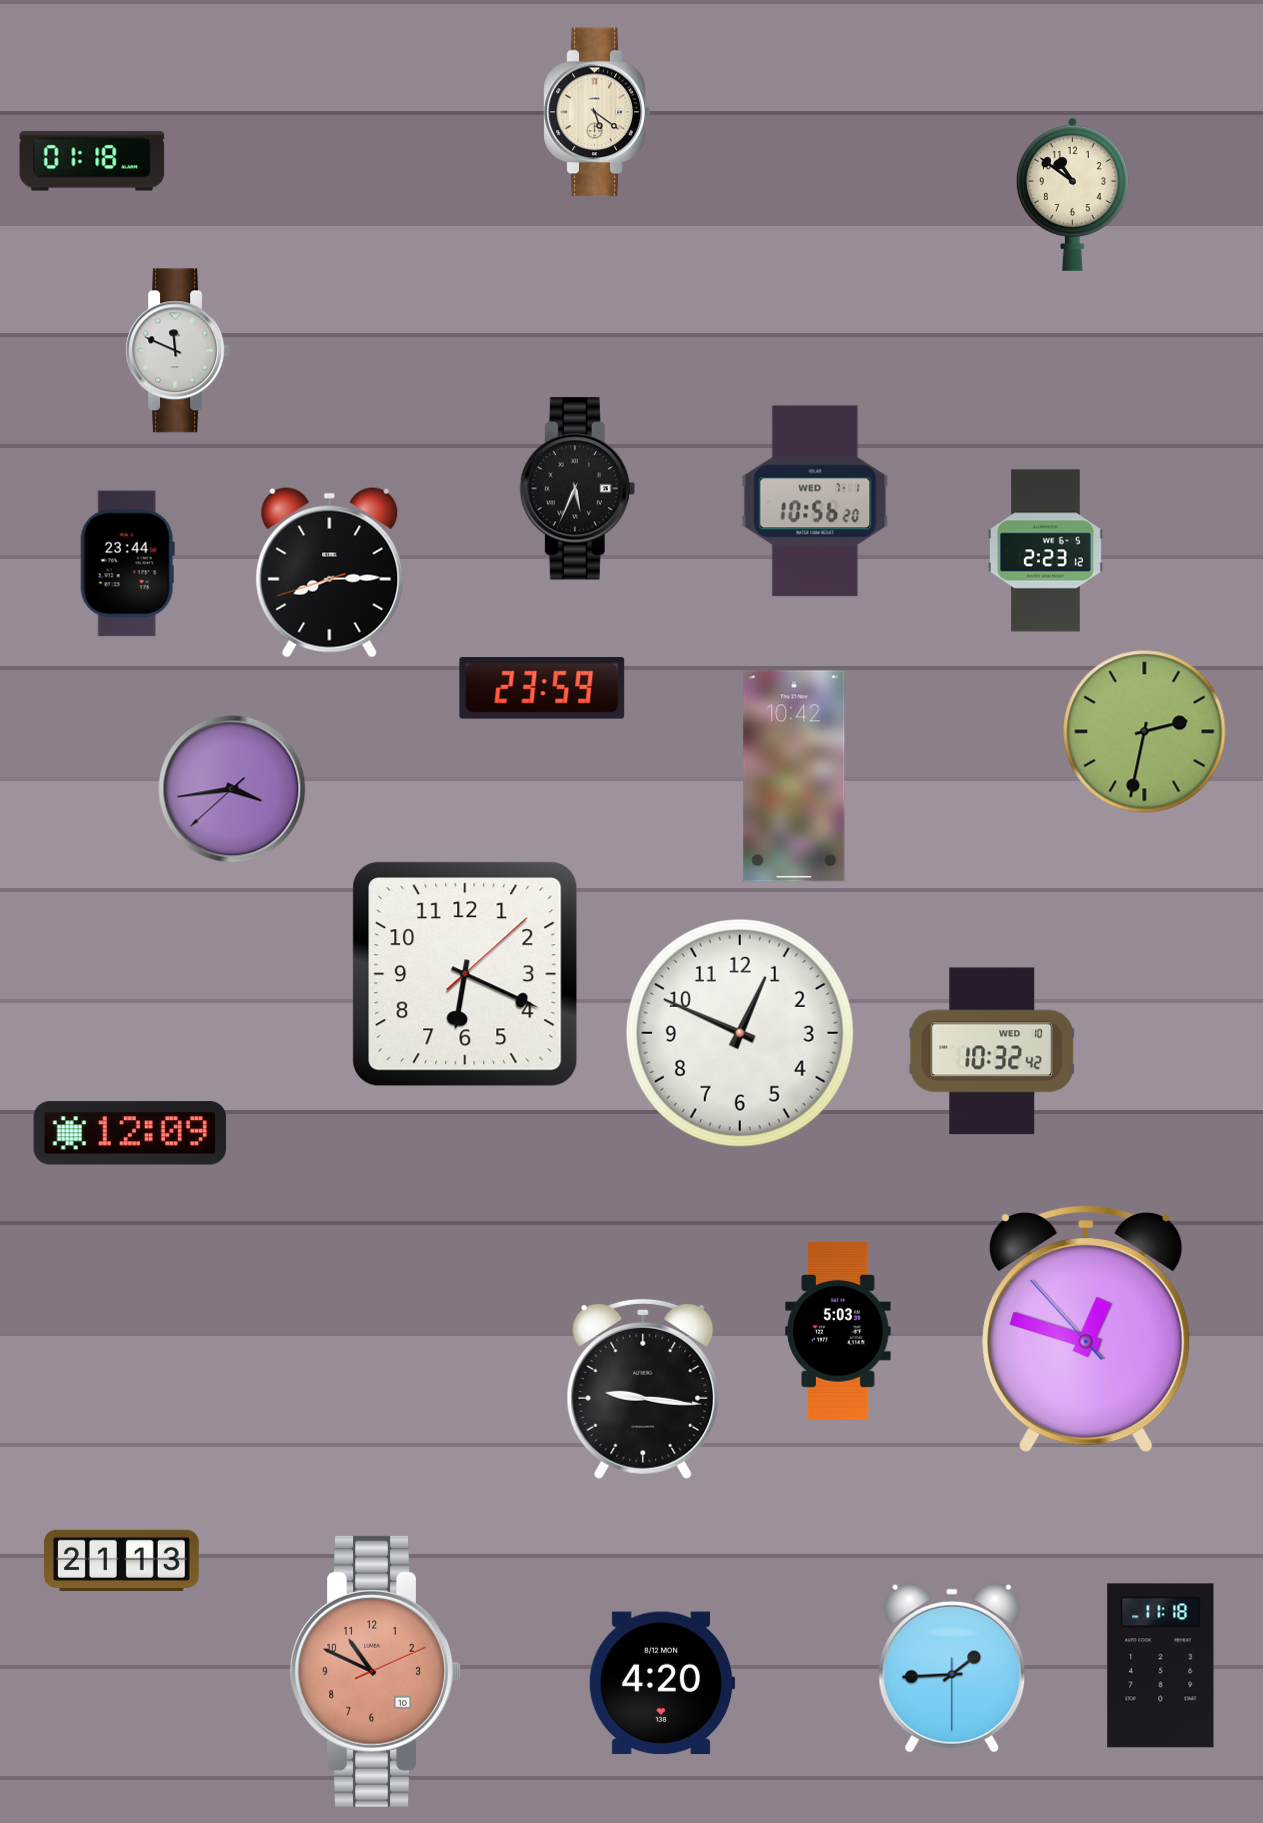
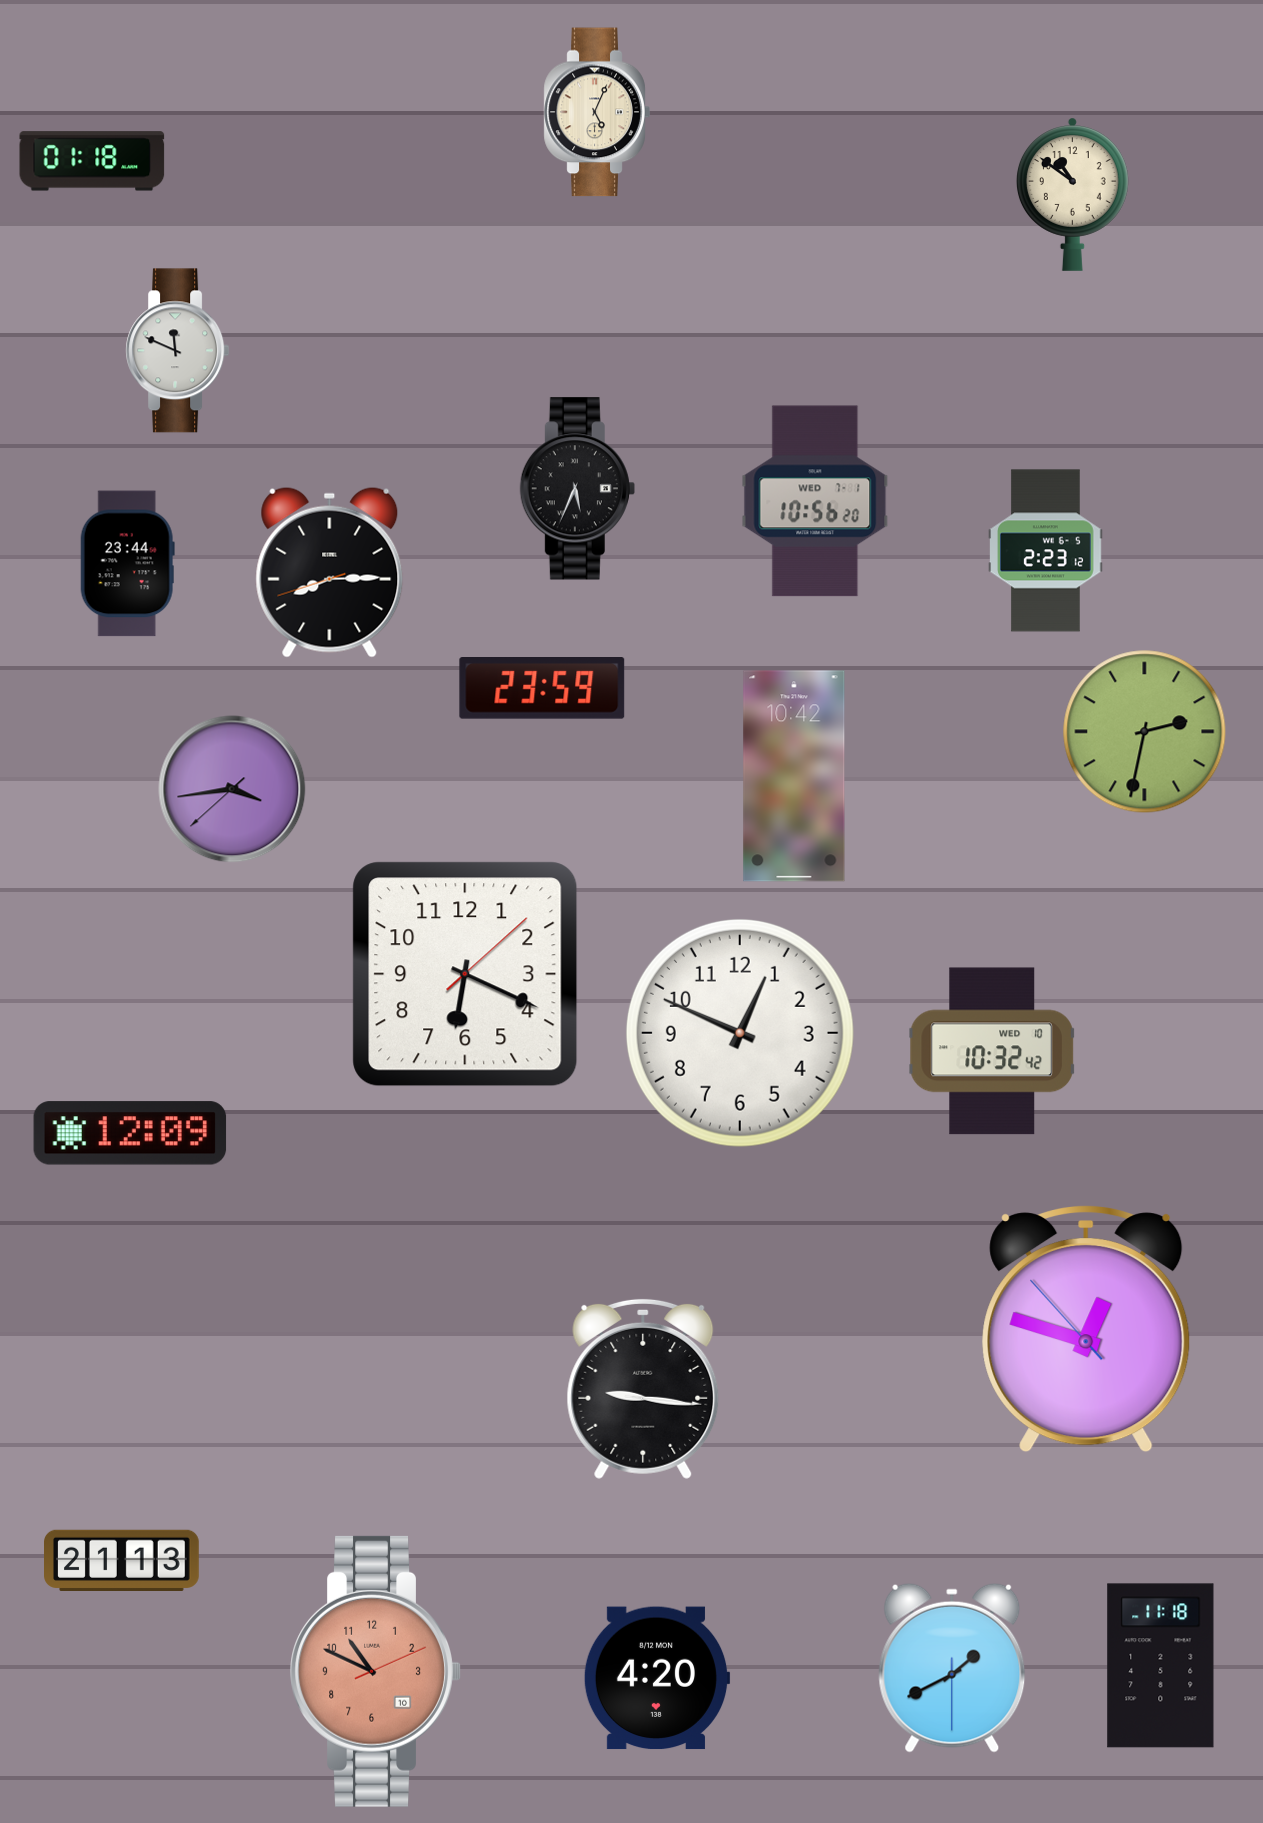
clock at (597, 112): 5:21 -> 5:04
clock at (838, 1332): 5:03 -> none
clock at (952, 1668): 1:44 -> 1:40
clock at (662, 1683) position: (662, 1683) -> (657, 1678)
